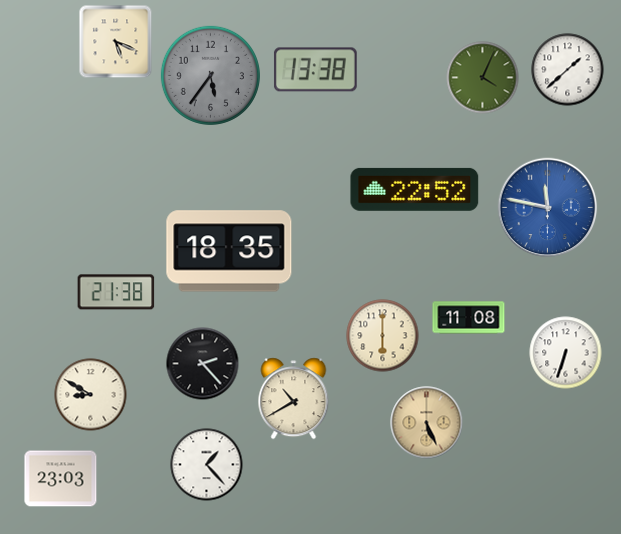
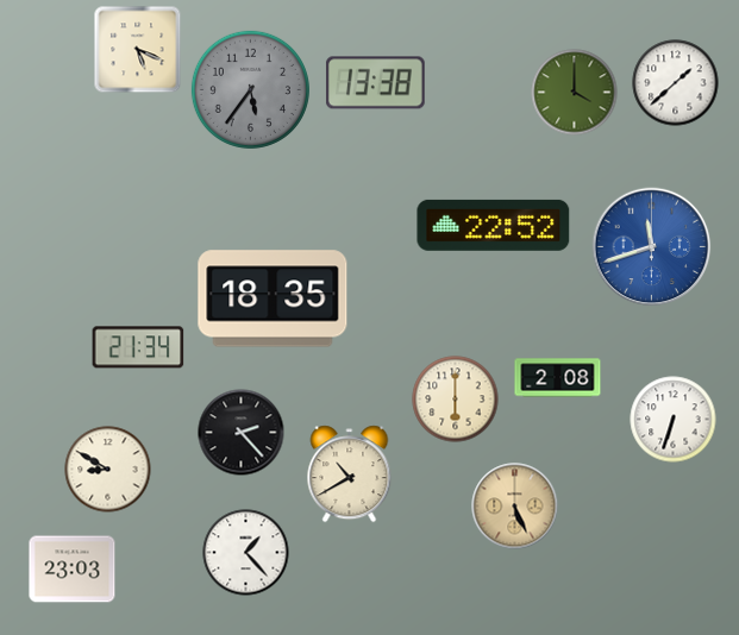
clock at (483, 78): 4:04 -> 4:00
clock at (548, 208): 11:47 -> 11:42
clock at (116, 292): 21:38 -> 21:34
clock at (469, 318): 11:08 -> 2:08
clock at (427, 423) position: (427, 423) -> (515, 507)
